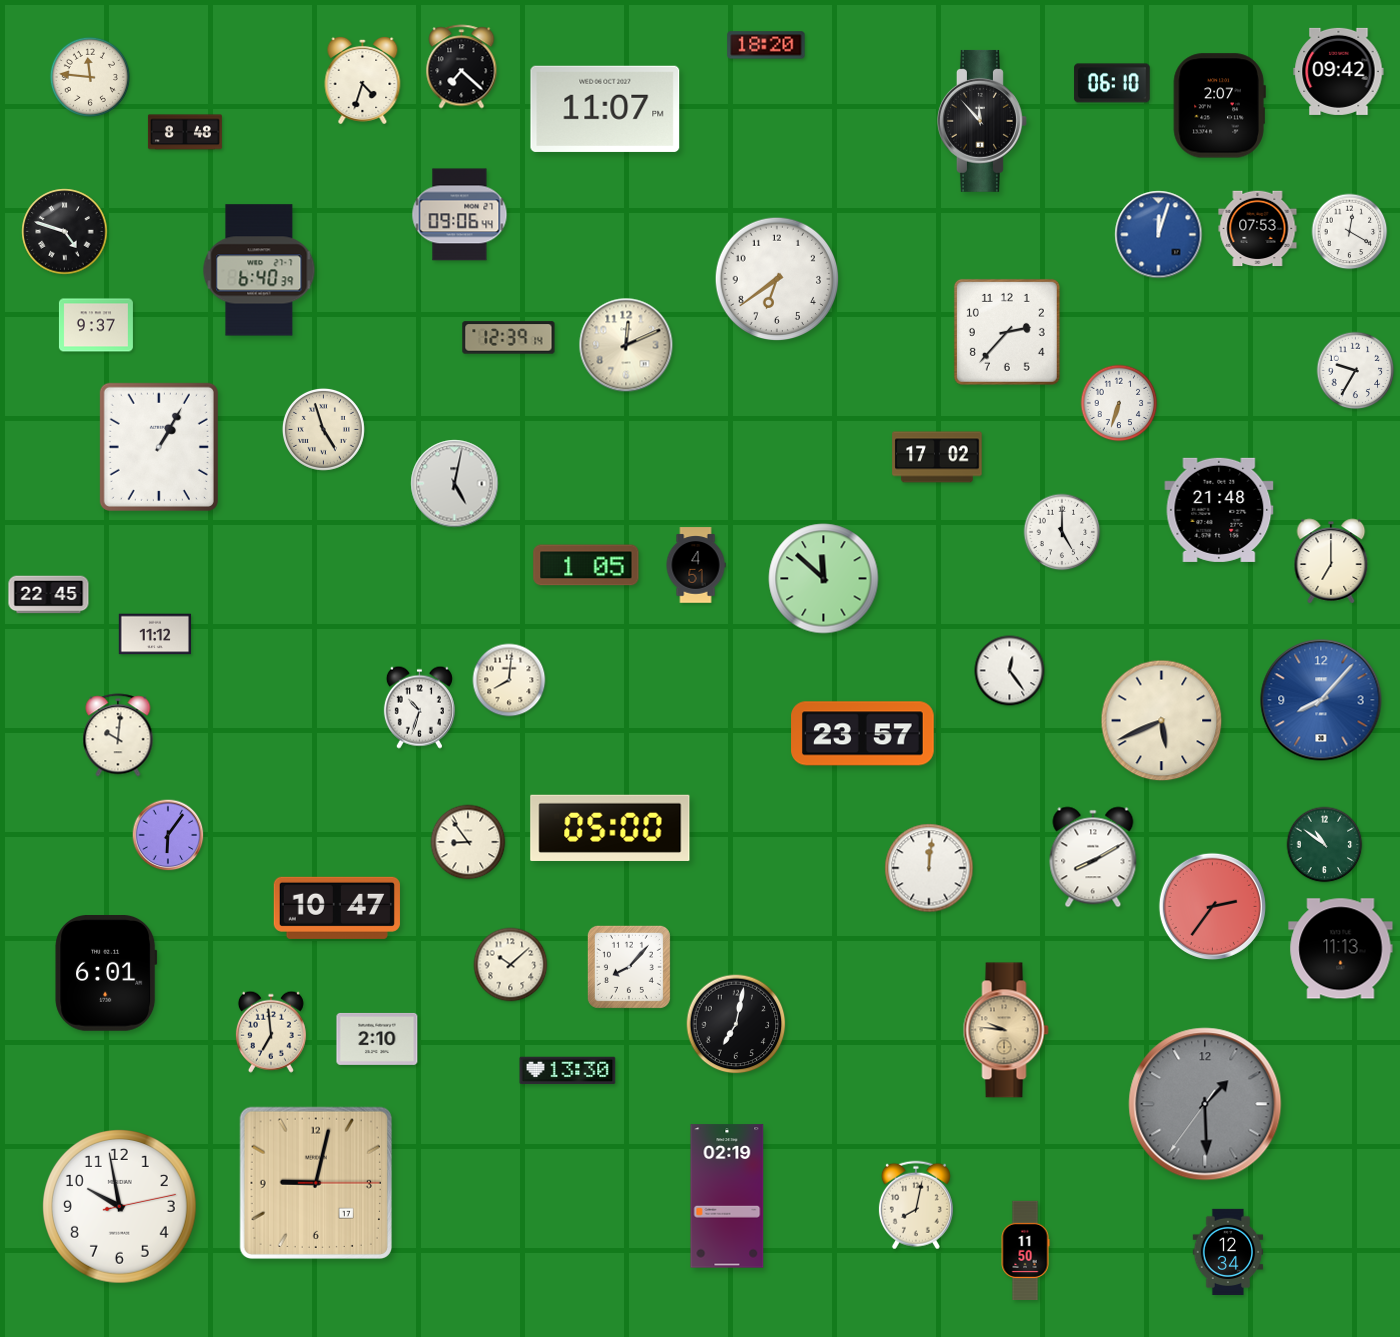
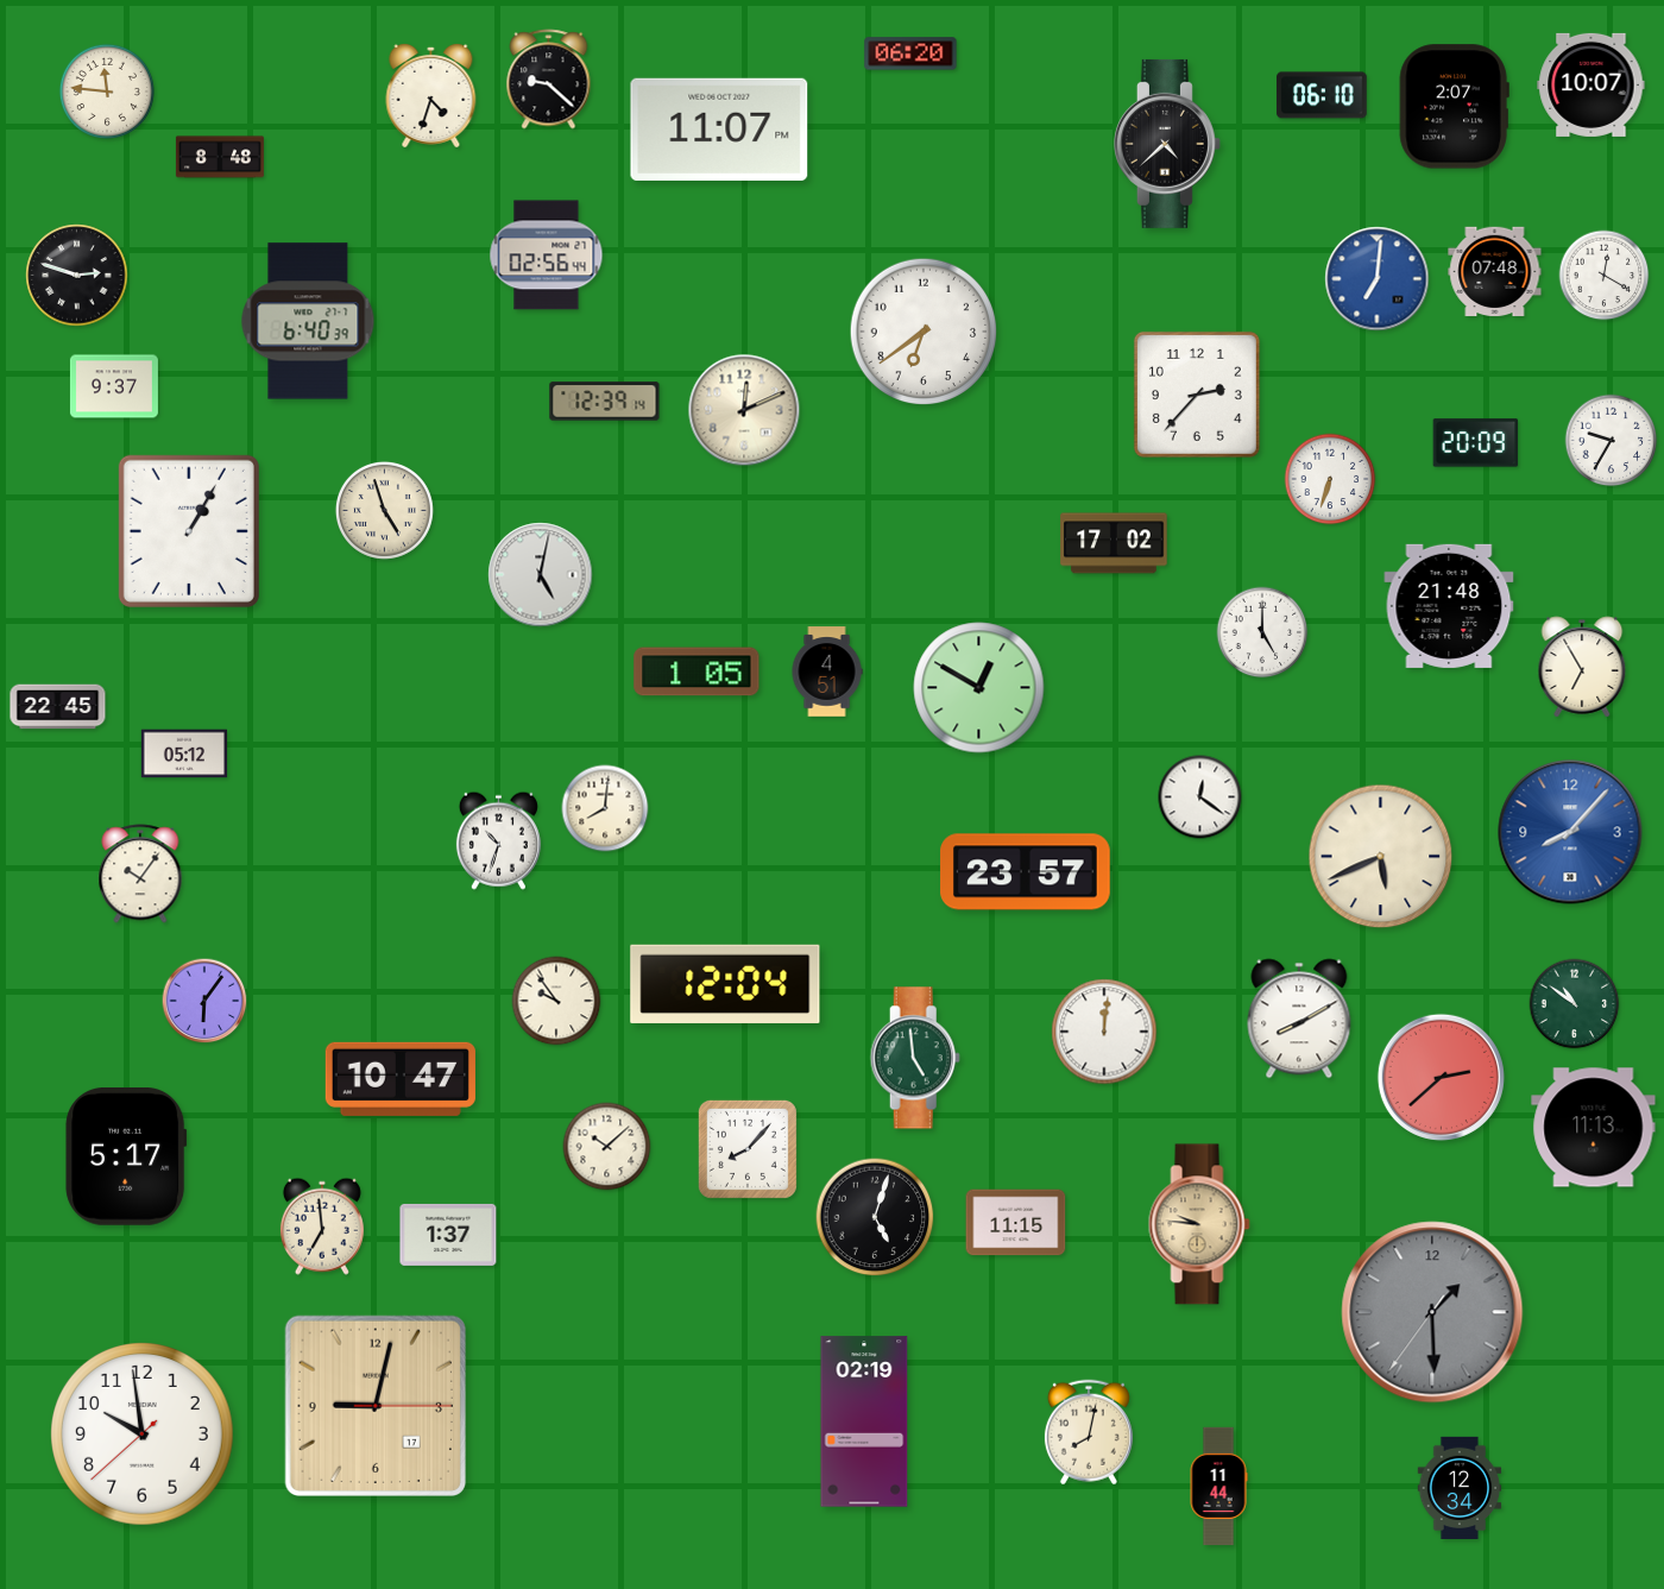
clock at (766, 45): 18:20 -> 06:20
clock at (462, 67): 7:22 -> 9:22
clock at (1339, 71): 09:42 -> 10:07
clock at (1112, 83) position: (1112, 83) -> (1322, 95)
clock at (1219, 106) position: (1219, 106) -> (1454, 107)
clock at (982, 121): 11:53 -> 4:38
clock at (460, 215): 09:06 -> 02:56
clock at (1258, 229): 07:53 -> 07:48
clock at (65, 232): 4:48 -> 2:48
clock at (1159, 235): 12:03 -> 7:01
clock at (1476, 443): none -> 20:09
clock at (1331, 561): 7:00 -> 6:55
clock at (824, 579): 11:52 -> 12:50
clock at (155, 634): 11:12 -> 05:12
clock at (1010, 671): 12:24 -> 12:21
clock at (118, 735): 10:01 -> 10:06
clock at (610, 828): 05:00 -> 12:04
clock at (168, 835) position: (168, 835) -> (204, 1001)
clock at (468, 842): 8:54 -> 9:54
clock at (915, 1058): none -> 4:59
clock at (1212, 906): 2:36 -> 2:38
clock at (106, 974): 6:01 -> 5:17
clock at (736, 1024): 7:02 -> 5:03
clock at (1016, 1223): none -> 11:15
clock at (1006, 1030) position: (1006, 1030) -> (1199, 1224)
clock at (377, 1039): 2:10 -> 1:37
clock at (568, 1071): 13:30 -> none
clock at (120, 1207): 9:58:13 -> 9:58:38
clock at (1025, 1250): 11:50 -> 11:44
